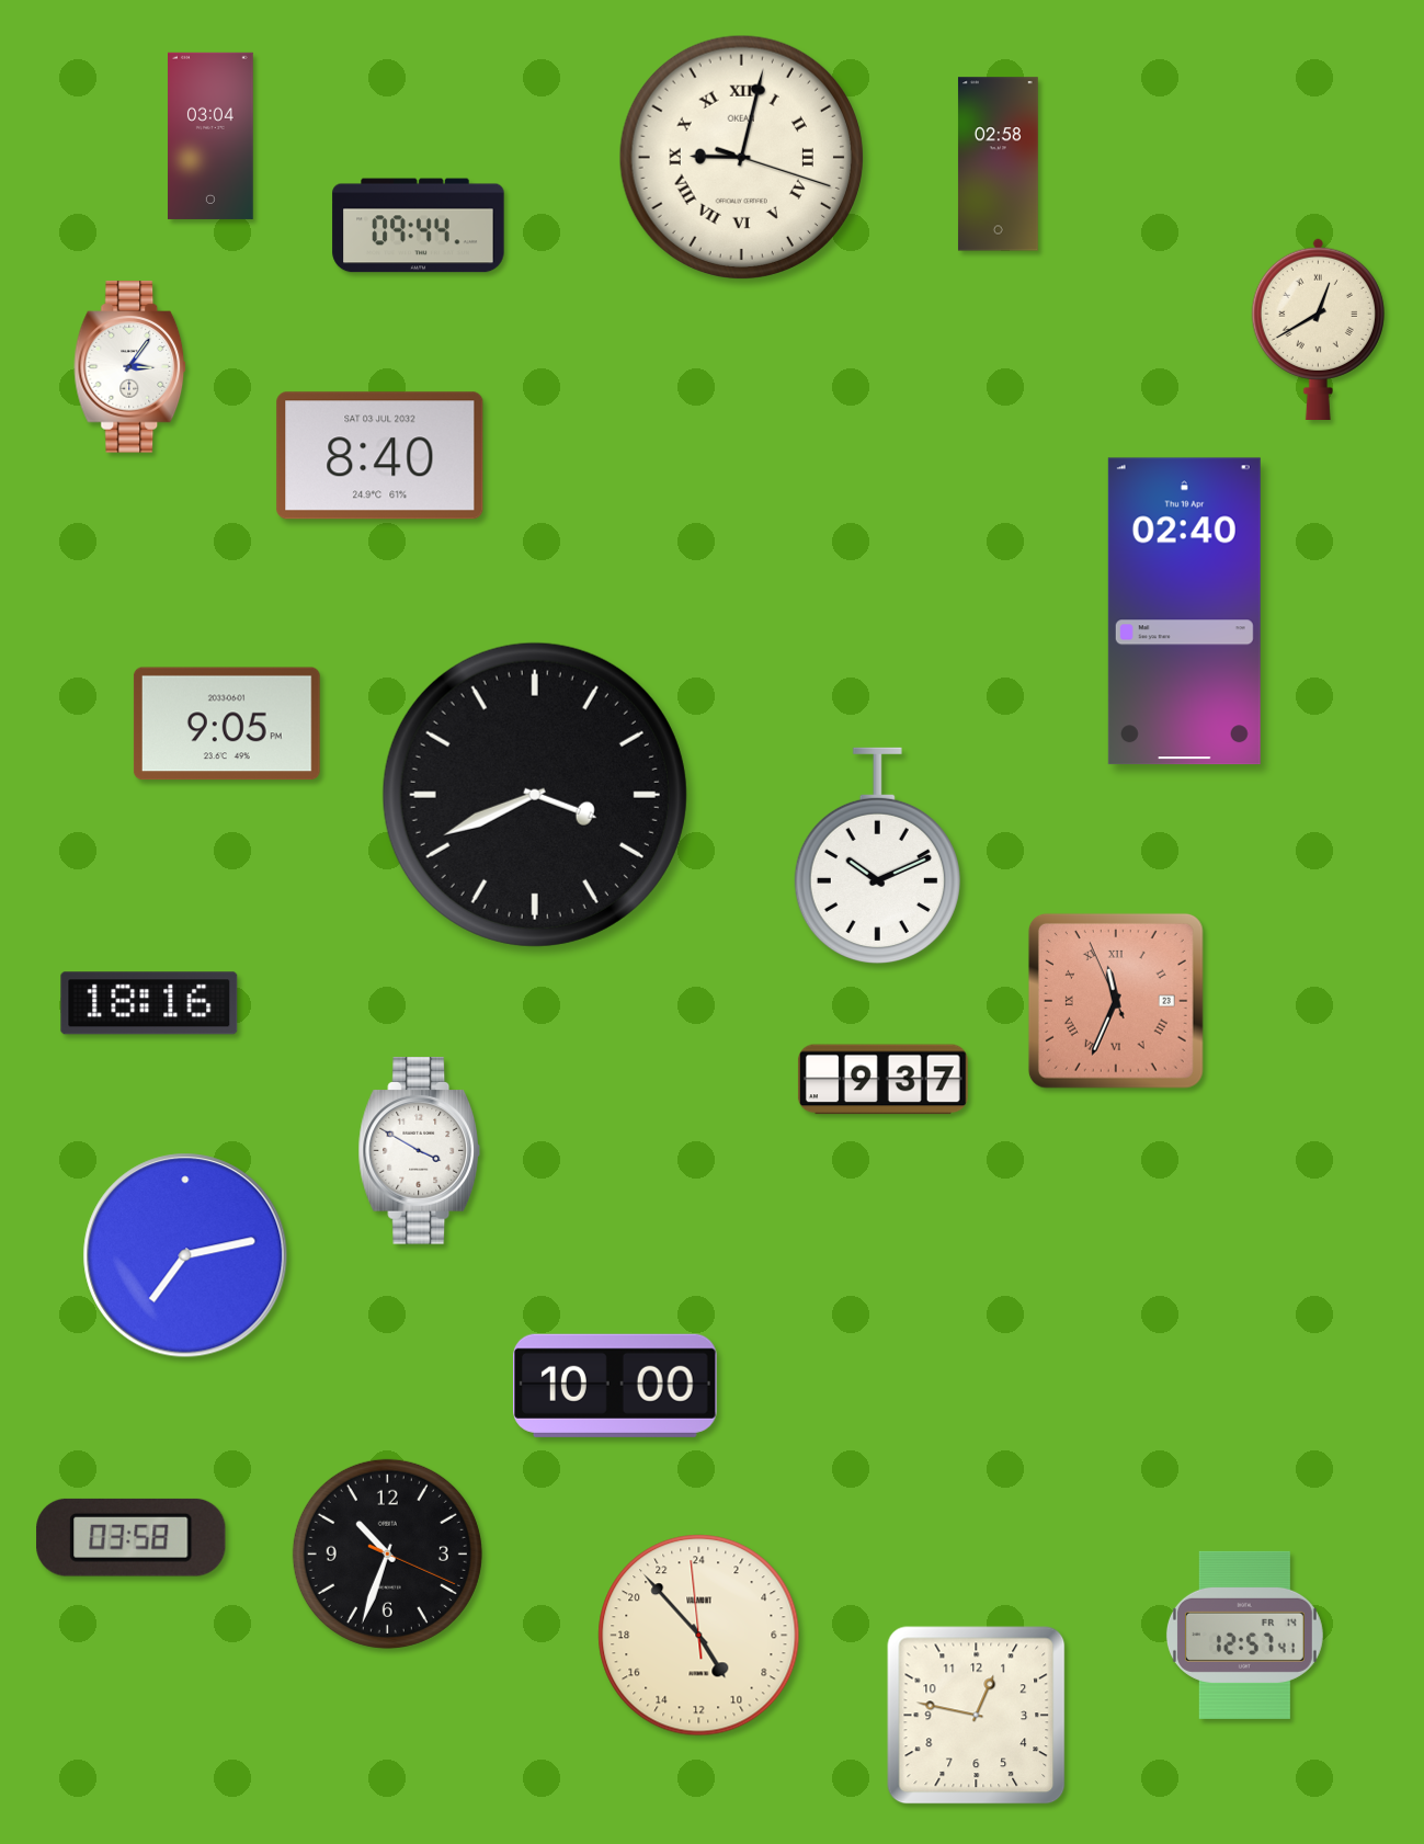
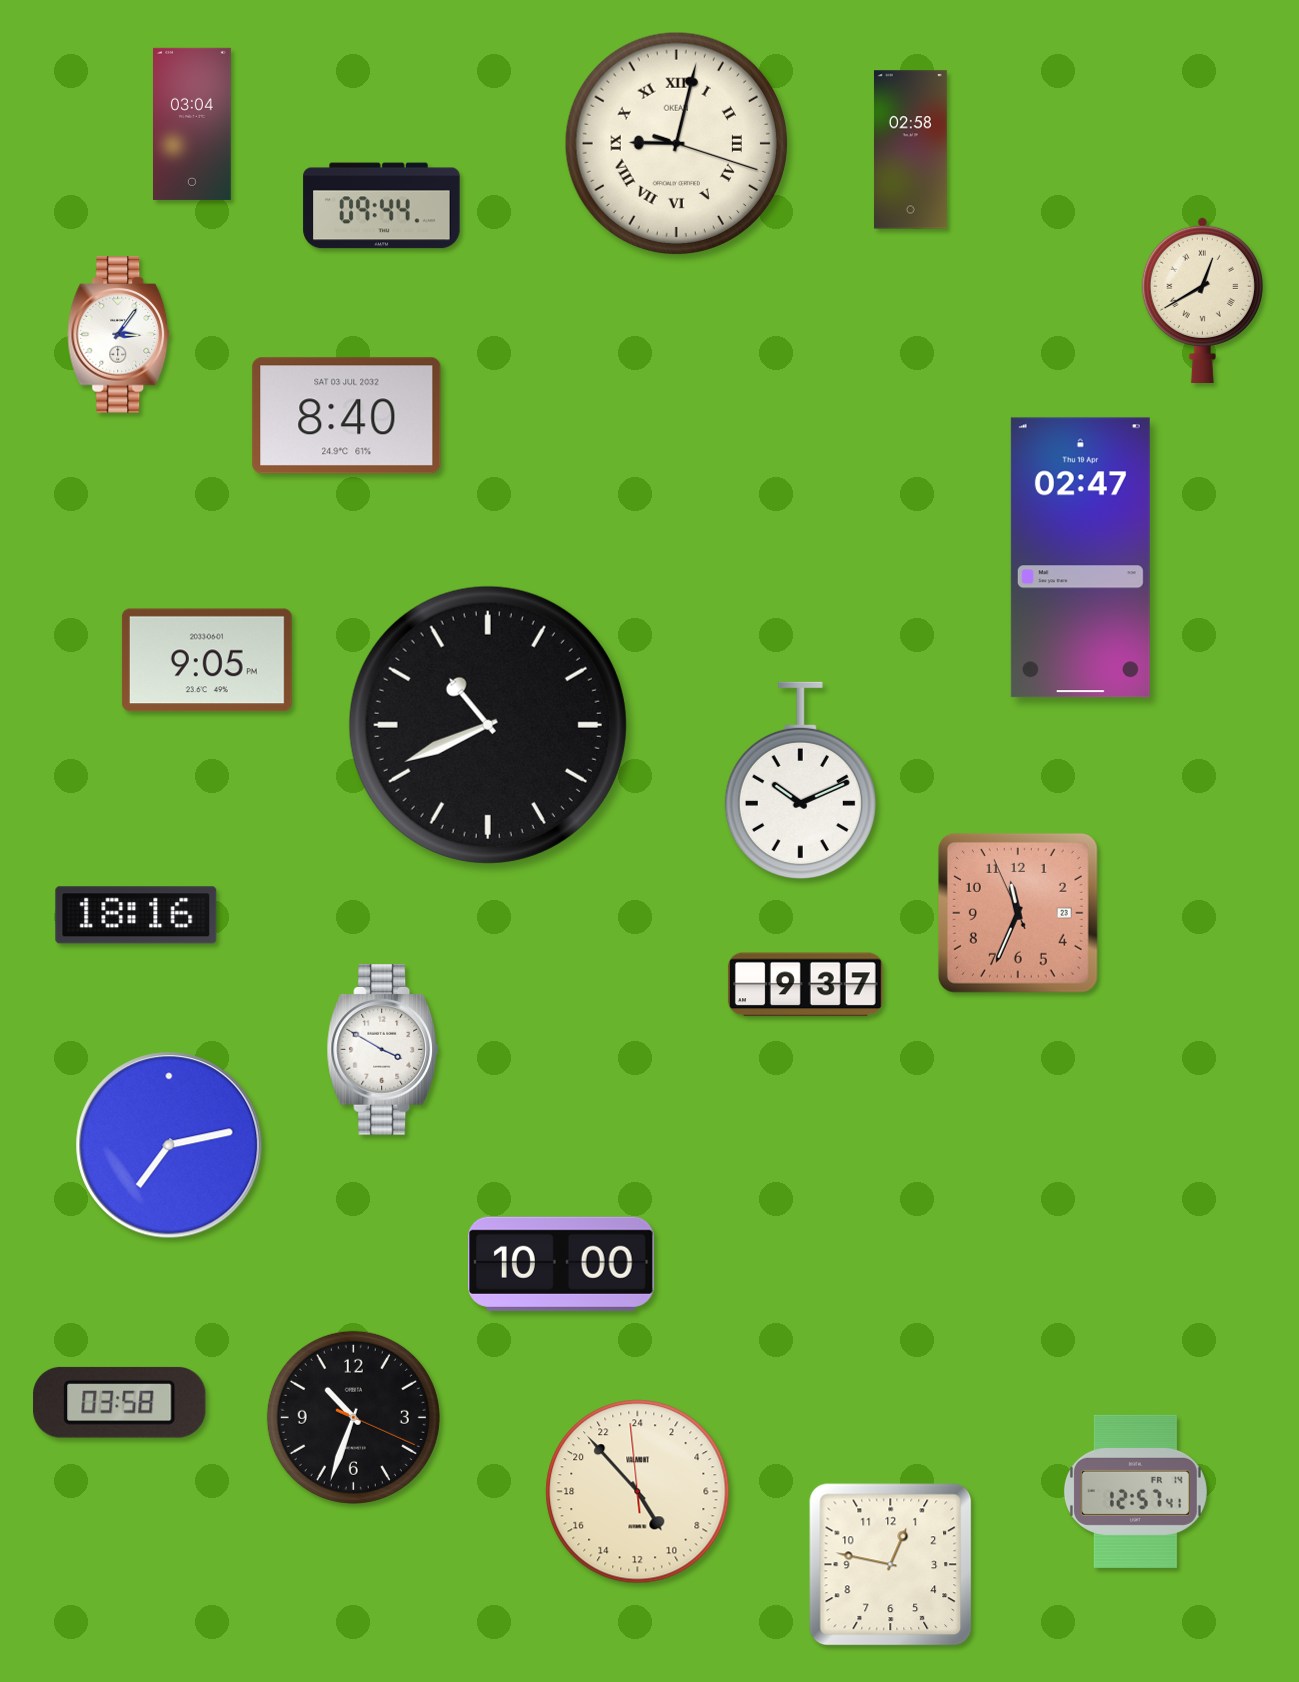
clock at (1184, 612): 02:40 -> 02:47
clock at (535, 795): 3:41 -> 10:41
clock at (1116, 1001) numerals: Roman -> Arabic
